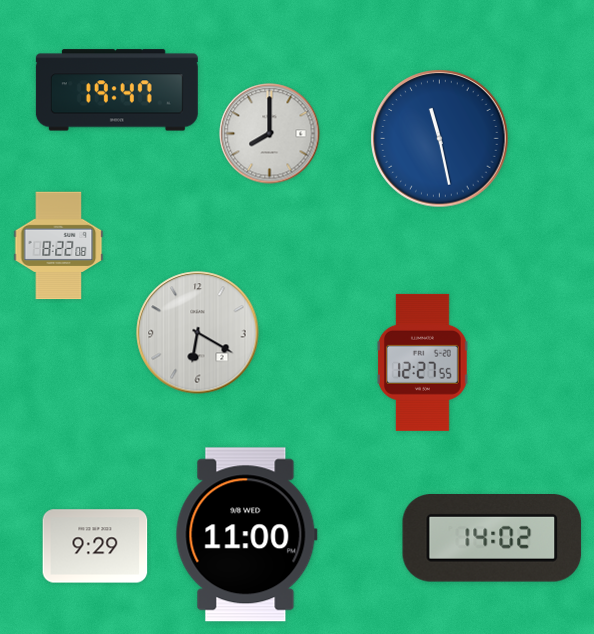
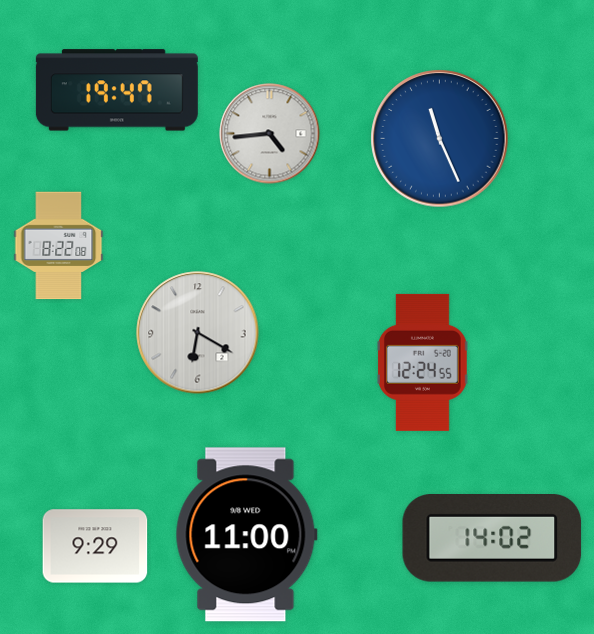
clock at (270, 134): 8:00 -> 4:44
clock at (440, 139): 11:28 -> 11:26
clock at (422, 362): 12:27 -> 12:24
